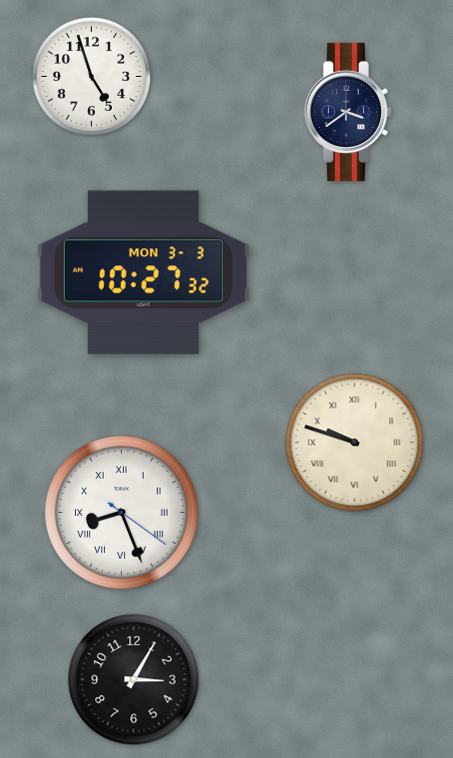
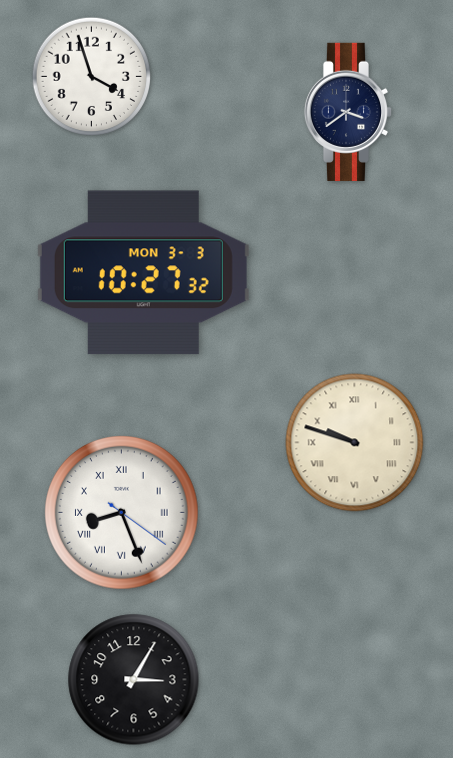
clock at (91, 76): 4:57 -> 3:57
